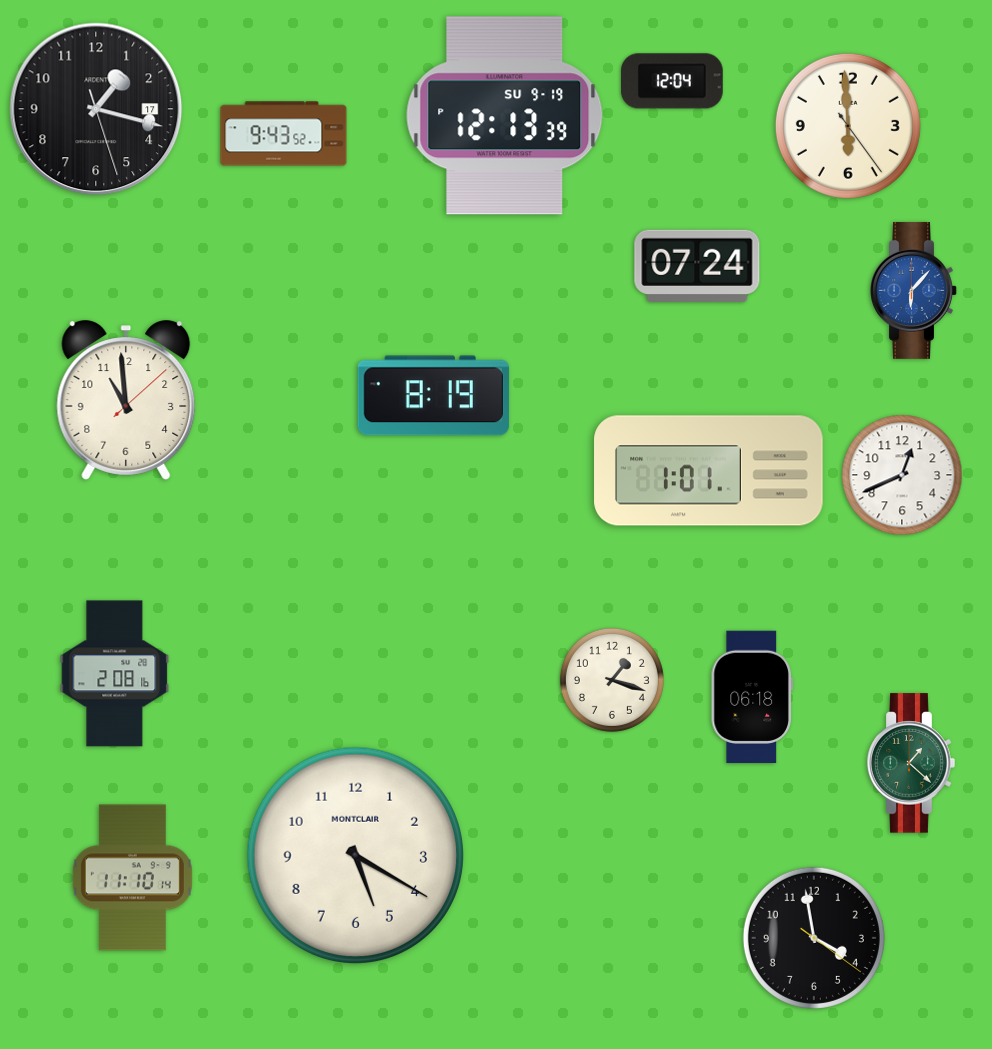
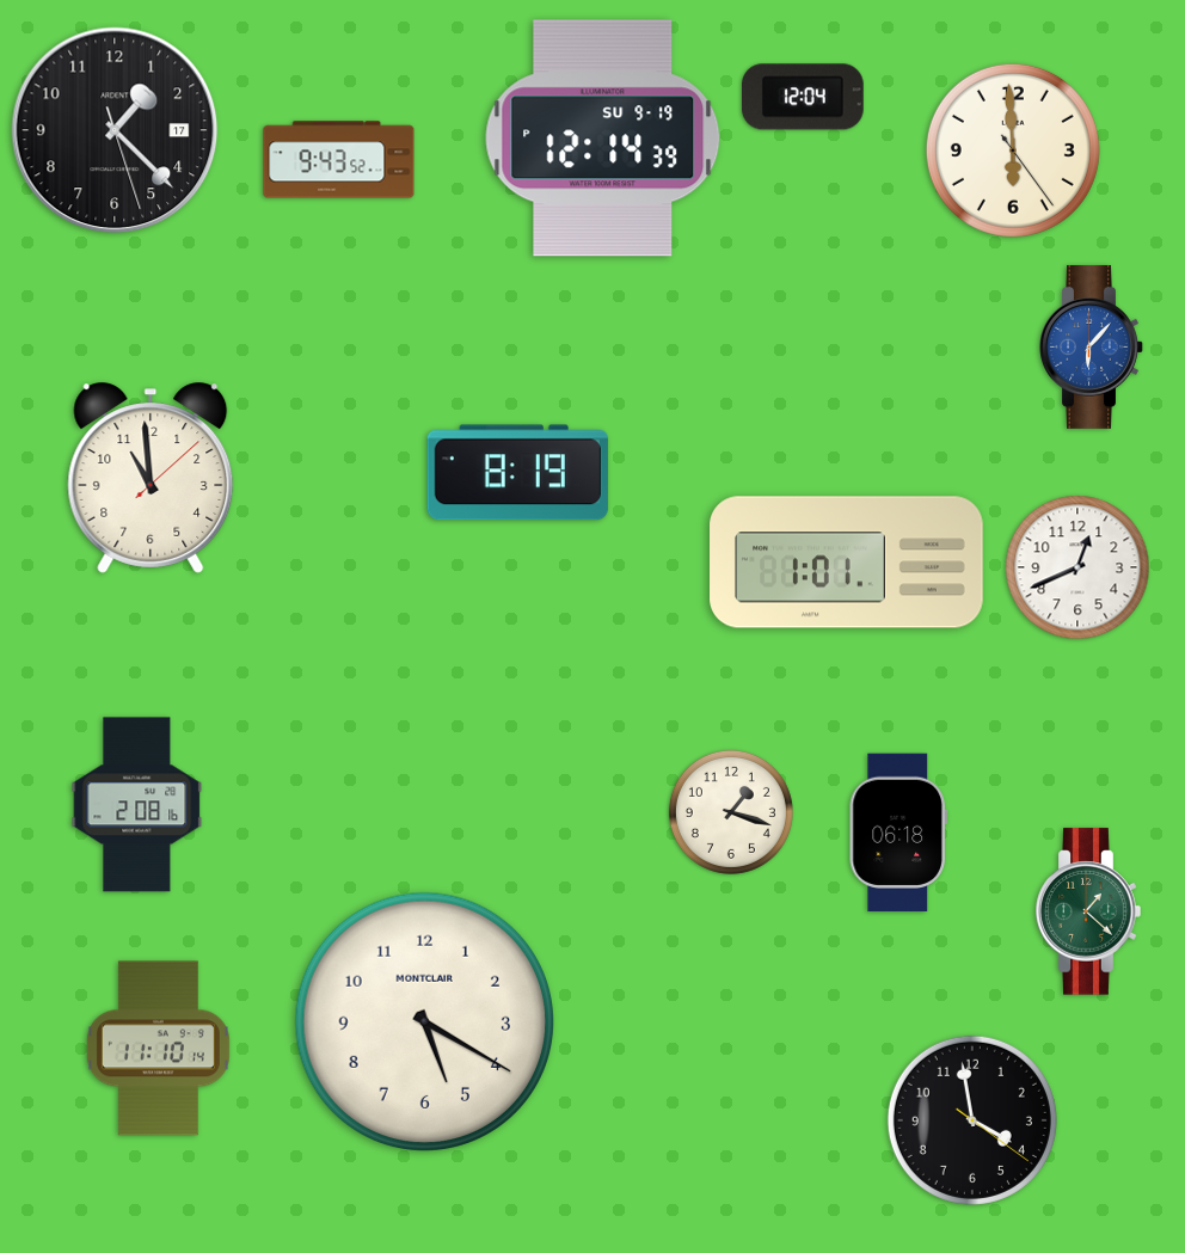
clock at (96, 109): 1:17 -> 1:22
clock at (505, 116): 12:13 -> 12:14
clock at (697, 265): 07:24 -> none
